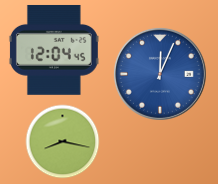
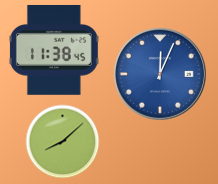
clock at (54, 50): 12:04 -> 11:38
clock at (63, 142): 8:17 -> 8:08
